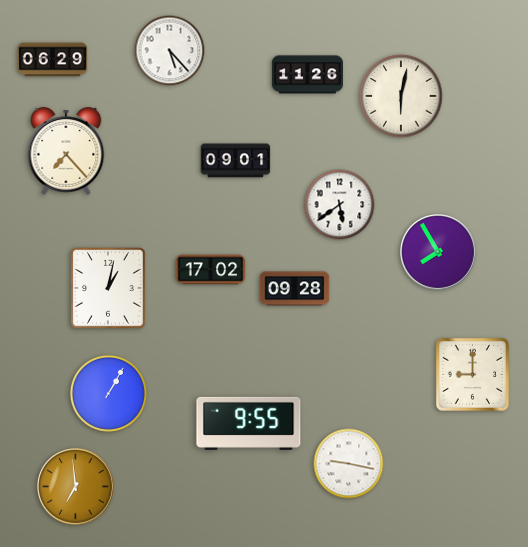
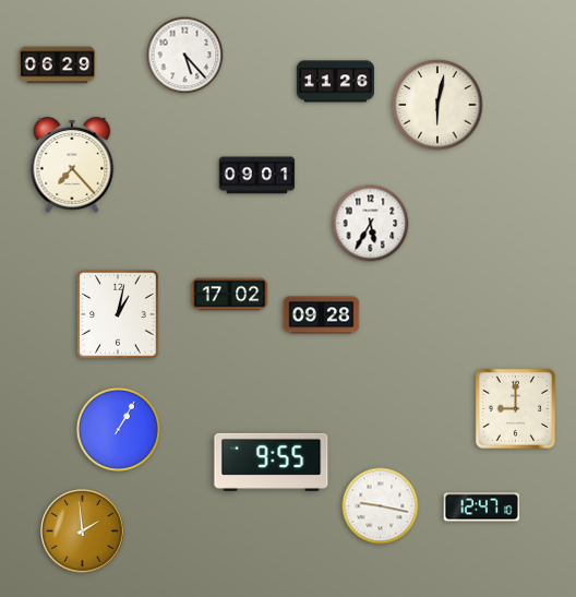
clock at (340, 205): 5:39 -> 5:35
clock at (439, 253): 7:55 -> none
clock at (482, 508): none -> 12:47
clock at (76, 487): 6:59 -> 1:59
